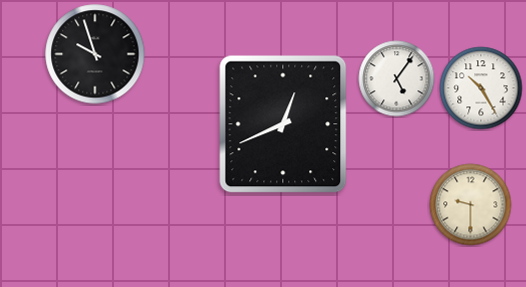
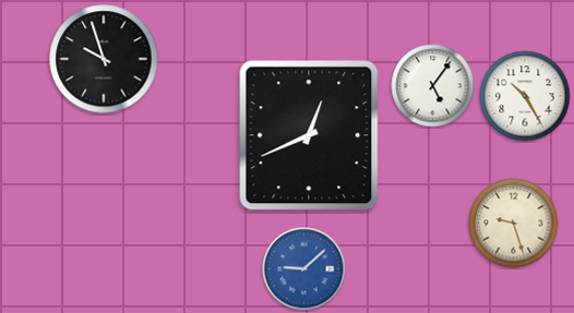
clock at (471, 205): 9:30 -> 9:27
clock at (304, 269): none -> 9:08
